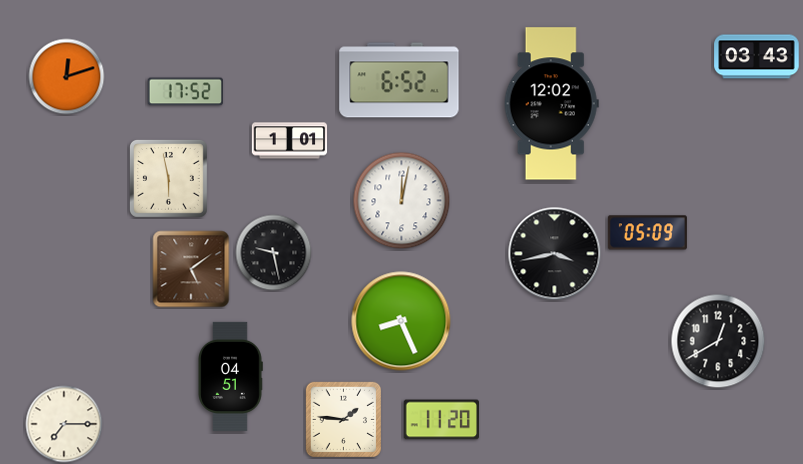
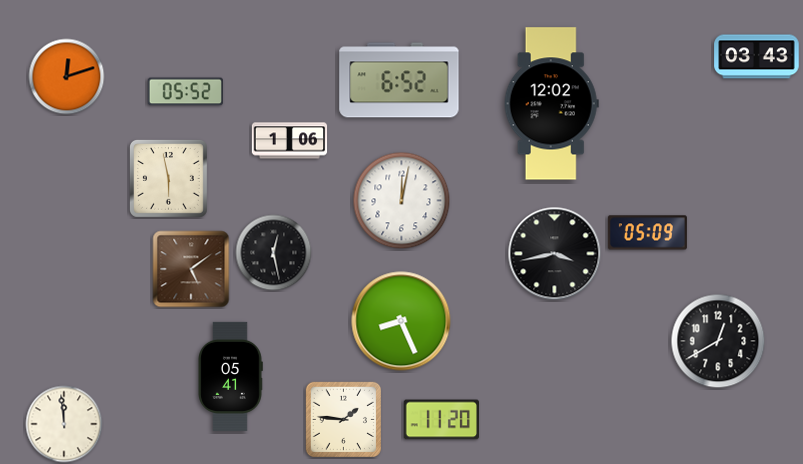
clock at (185, 92): 17:52 -> 05:52
clock at (290, 141): 1:01 -> 1:06
clock at (274, 253): 9:28 -> 12:28
clock at (230, 376): 04:51 -> 05:41
clock at (64, 424): 7:15 -> 11:59
